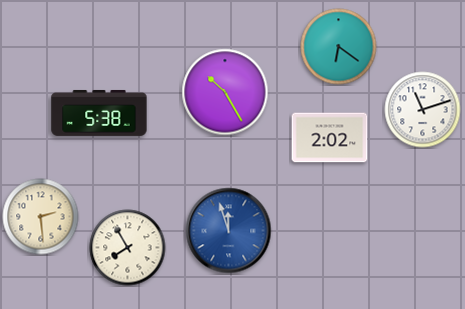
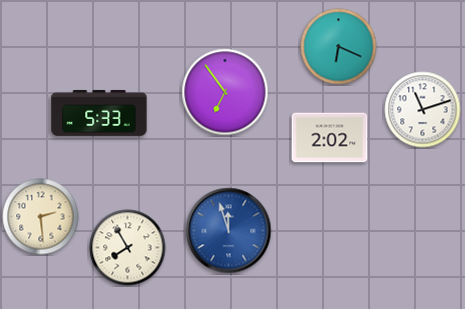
clock at (339, 47): 6:21 -> 6:19
clock at (225, 92): 10:25 -> 6:54
clock at (99, 113): 5:38 -> 5:33
